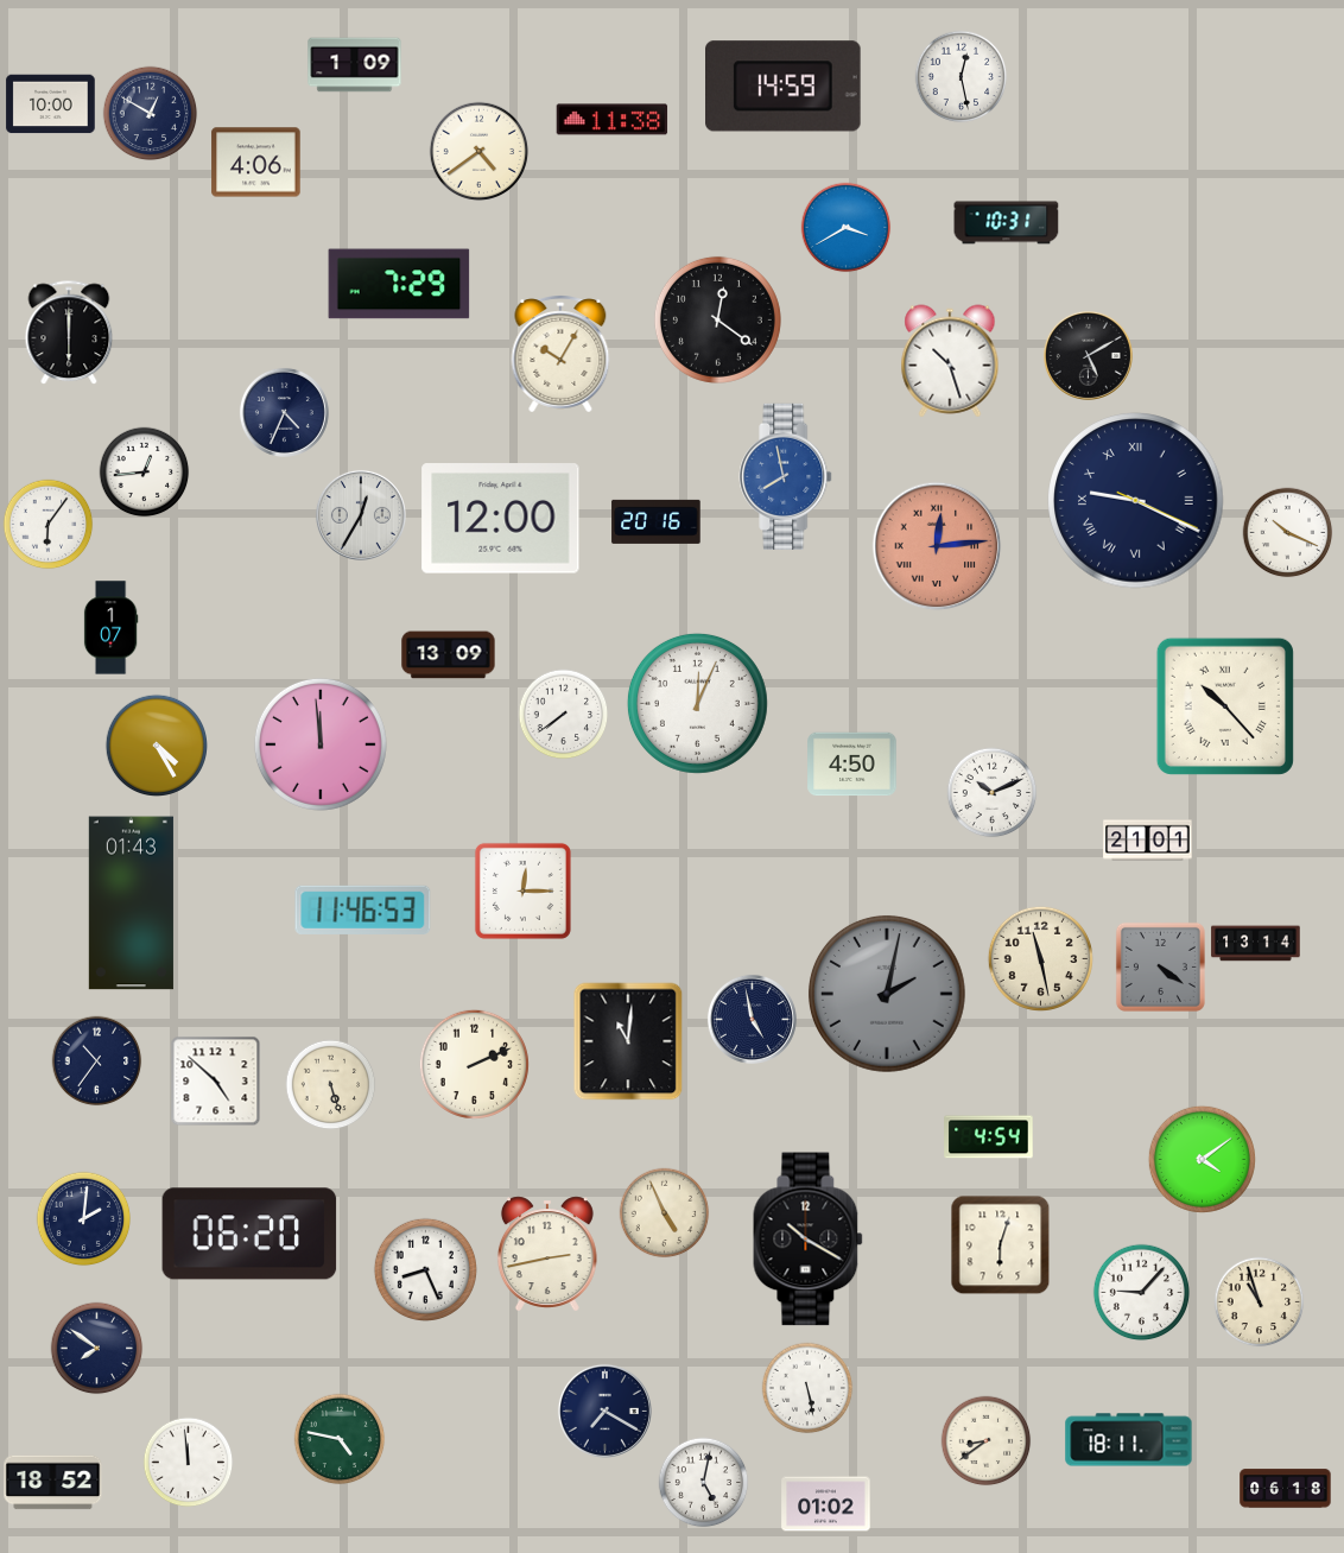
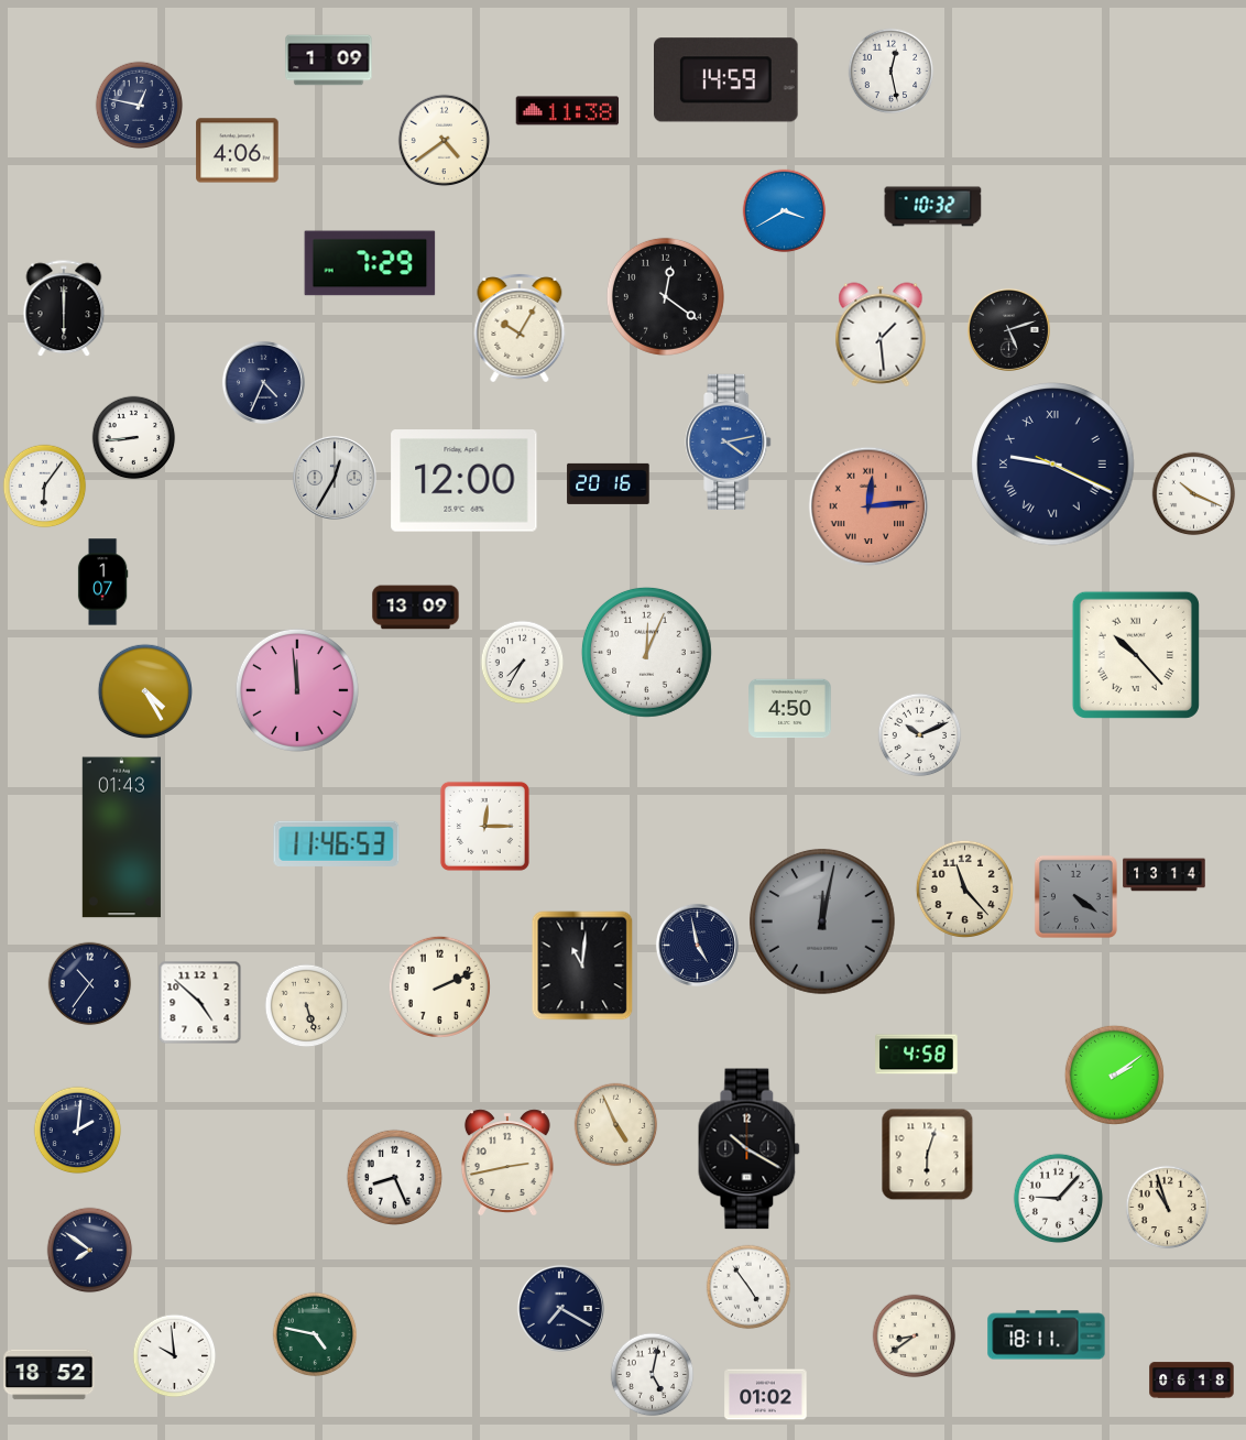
clock at (51, 104): 10:00 -> none
clock at (151, 114): 12:50 -> 12:47
clock at (1007, 223): 10:31 -> 10:32
clock at (1088, 355): 5:10 -> 5:12
clock at (950, 361): 10:27 -> 1:29
clock at (145, 473): 12:44 -> 8:44
clock at (786, 476): 7:58 -> 4:13
clock at (564, 715): 7:39 -> 7:35
clock at (1148, 841): 21:01 -> none
clock at (1040, 958): 11:28 -> 11:23
clock at (887, 994): 2:02 -> 12:02
clock at (989, 1137): 4:54 -> 4:58
clock at (1202, 1159): 4:09 -> 2:09
clock at (249, 1234): 06:20 -> none
clock at (807, 1388): 5:28 -> 4:54
clock at (189, 1463): 11:59 -> 9:59
